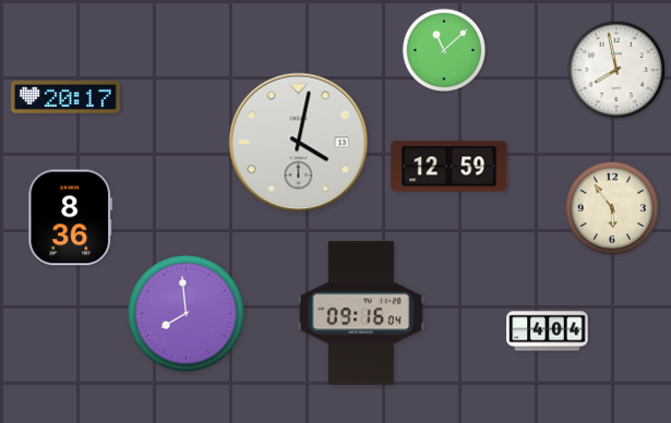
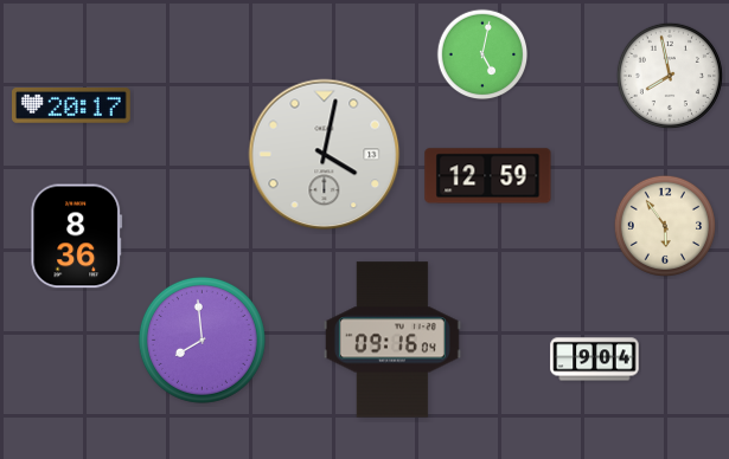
clock at (444, 50): 11:08 -> 5:02
clock at (450, 167) position: (450, 167) -> (488, 176)
clock at (548, 331): 4:04 -> 9:04
